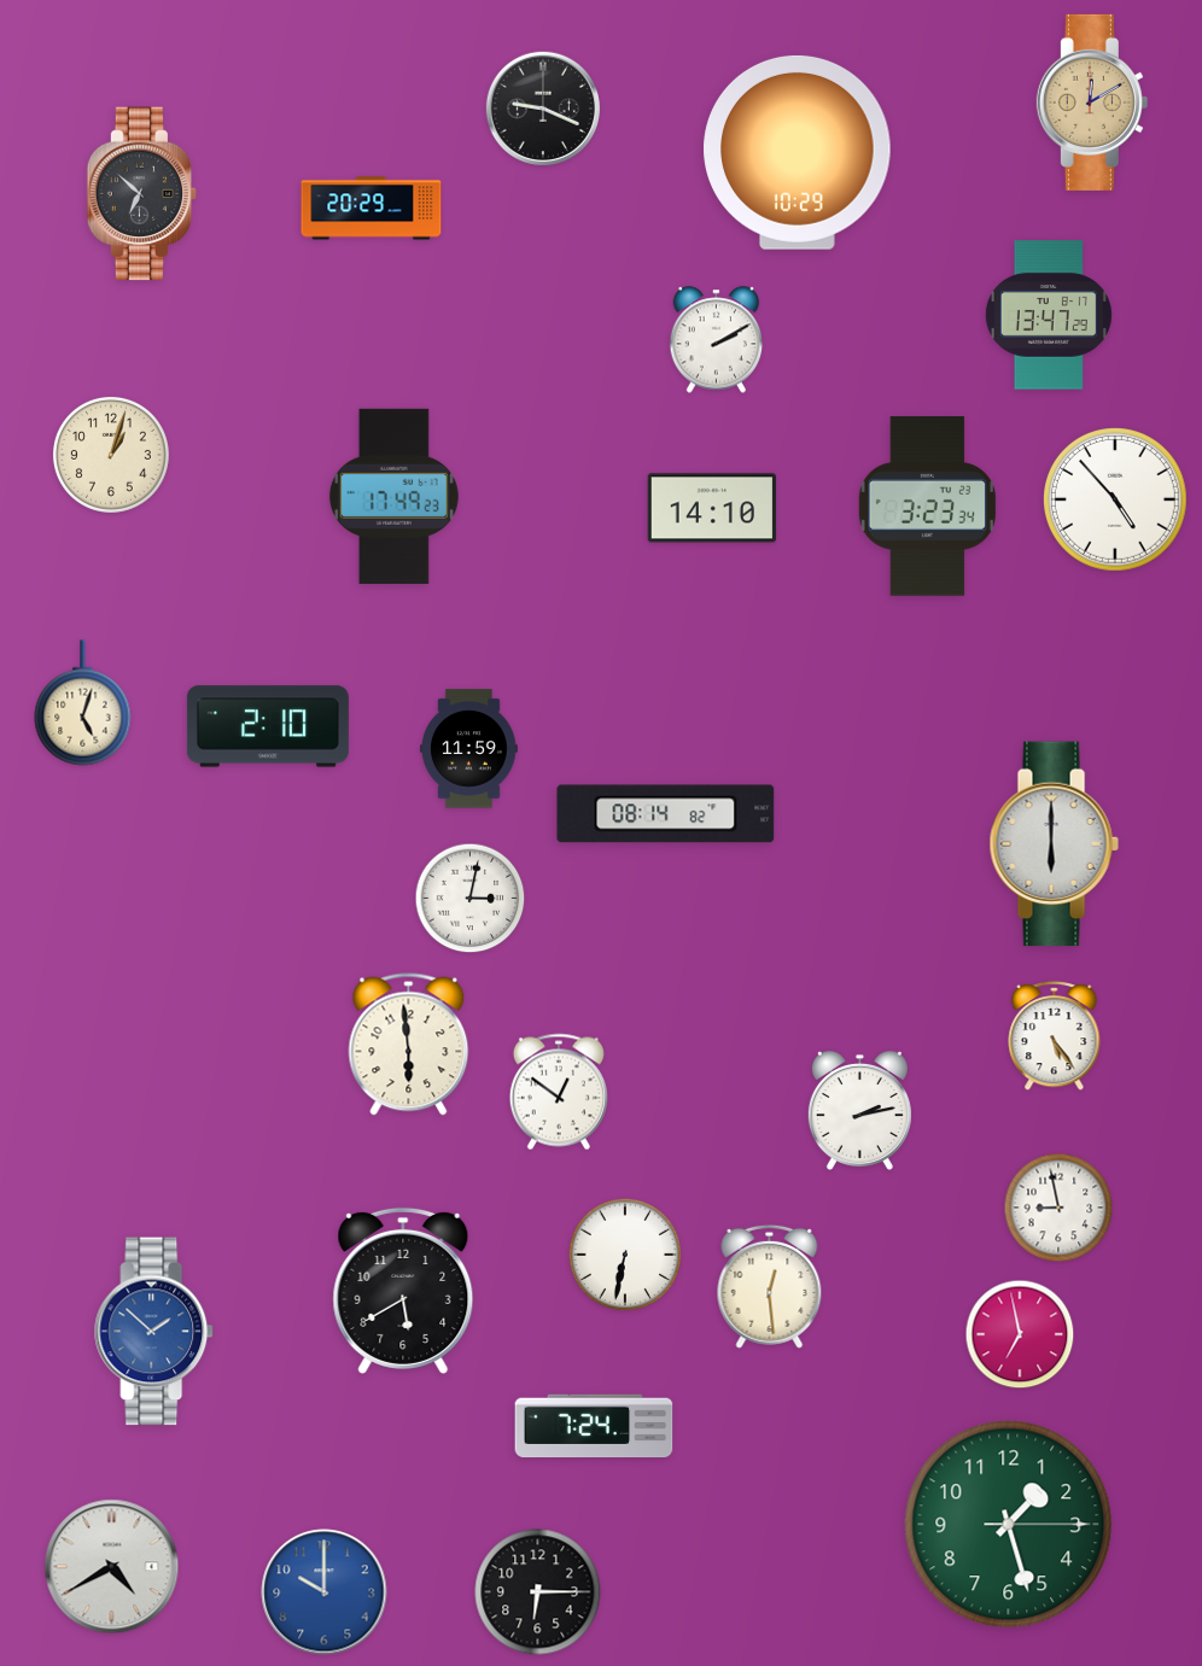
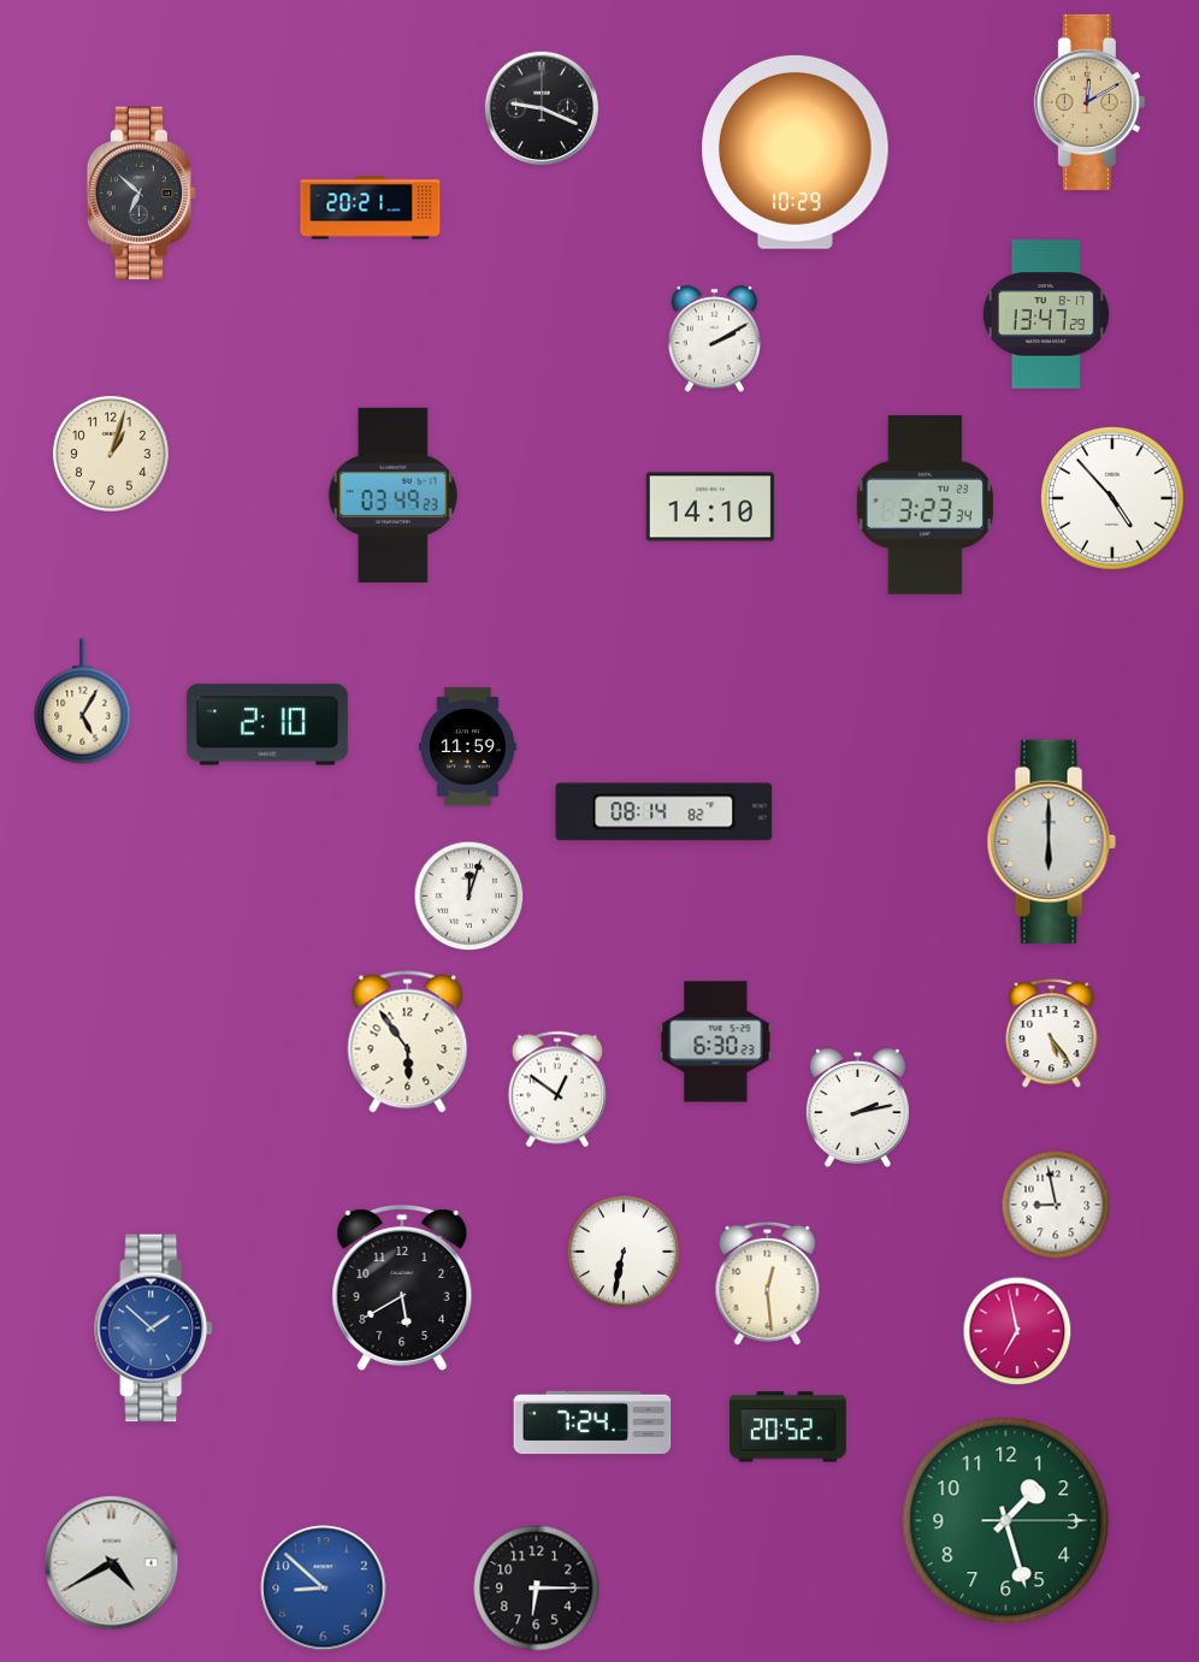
clock at (372, 209): 20:29 -> 20:21
clock at (393, 496): 17:49 -> 03:49
clock at (83, 703): 5:03 -> 5:05
clock at (471, 899): 3:02 -> 12:03
clock at (409, 1045): 5:59 -> 5:54
clock at (716, 1042): none -> 6:30
clock at (788, 1427): none -> 20:52
clock at (325, 1592): 10:00 -> 8:52
